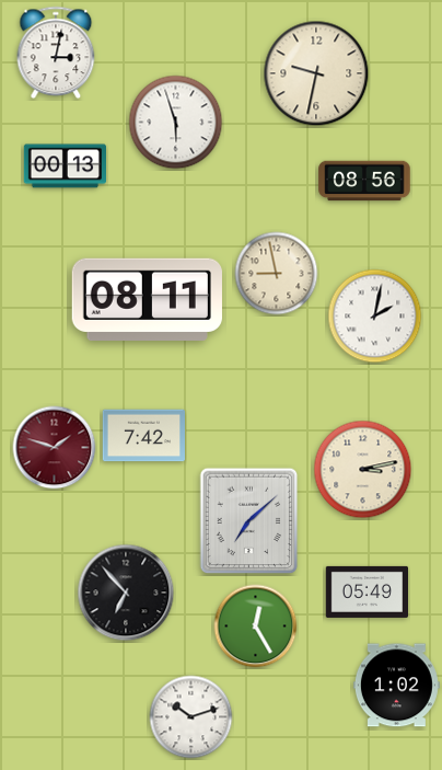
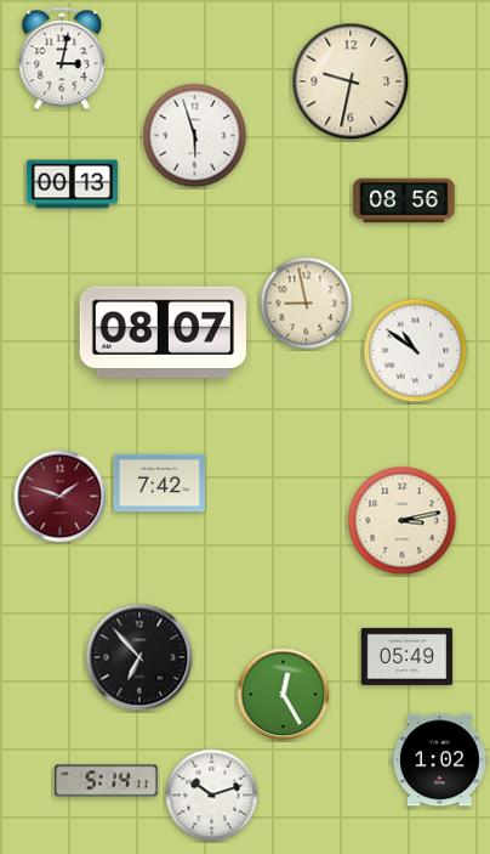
clock at (147, 300): 08:11 -> 08:07
clock at (375, 317): 2:02 -> 10:51
clock at (249, 521): 7:08 -> none
clock at (107, 781): none -> 5:14
